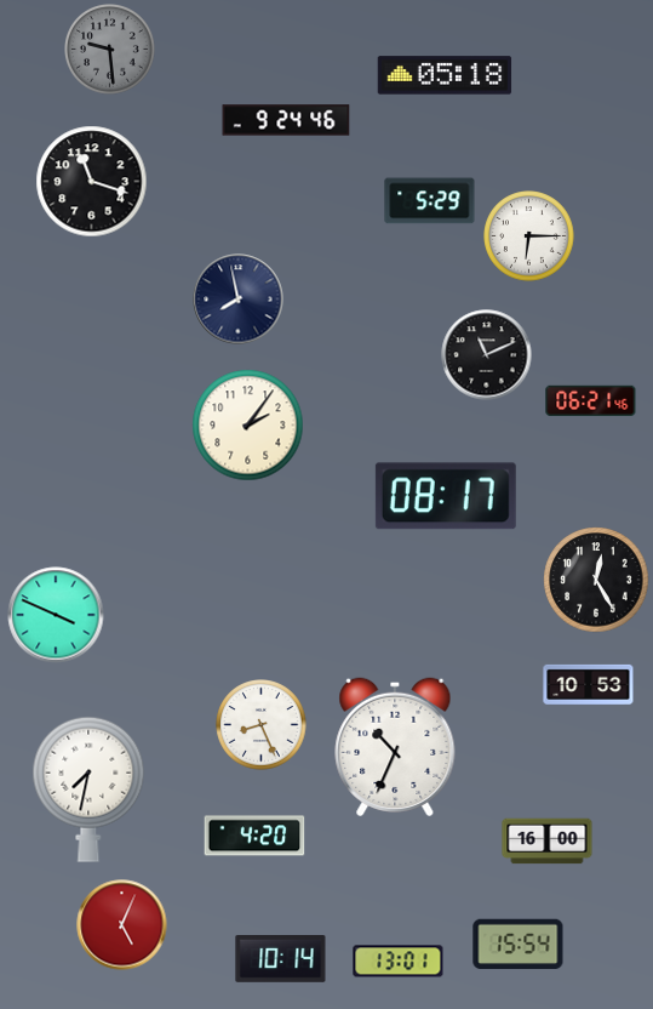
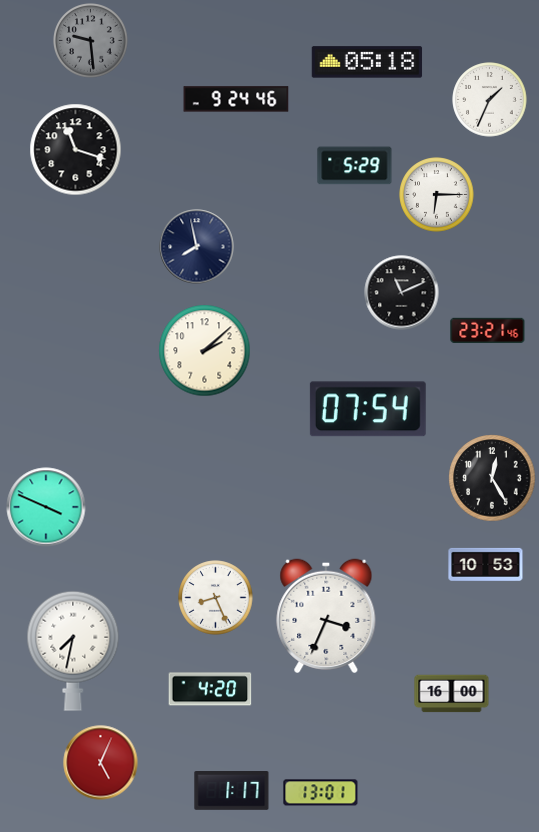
clock at (490, 100): none -> 1:34
clock at (591, 400): 06:21 -> 23:21
clock at (248, 426): 2:06 -> 2:08
clock at (446, 496): 08:17 -> 07:54
clock at (395, 747): 10:34 -> 3:34
clock at (519, 945): 15:54 -> none
clock at (281, 959): 10:14 -> 1:17
clock at (399, 962) position: (399, 962) -> (321, 793)
